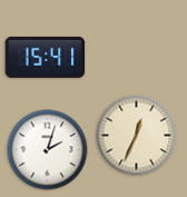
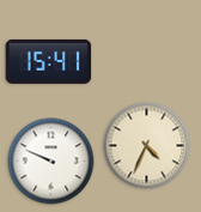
clock at (137, 136): 12:34 -> 4:34
clock at (48, 150): 2:03 -> 9:49
